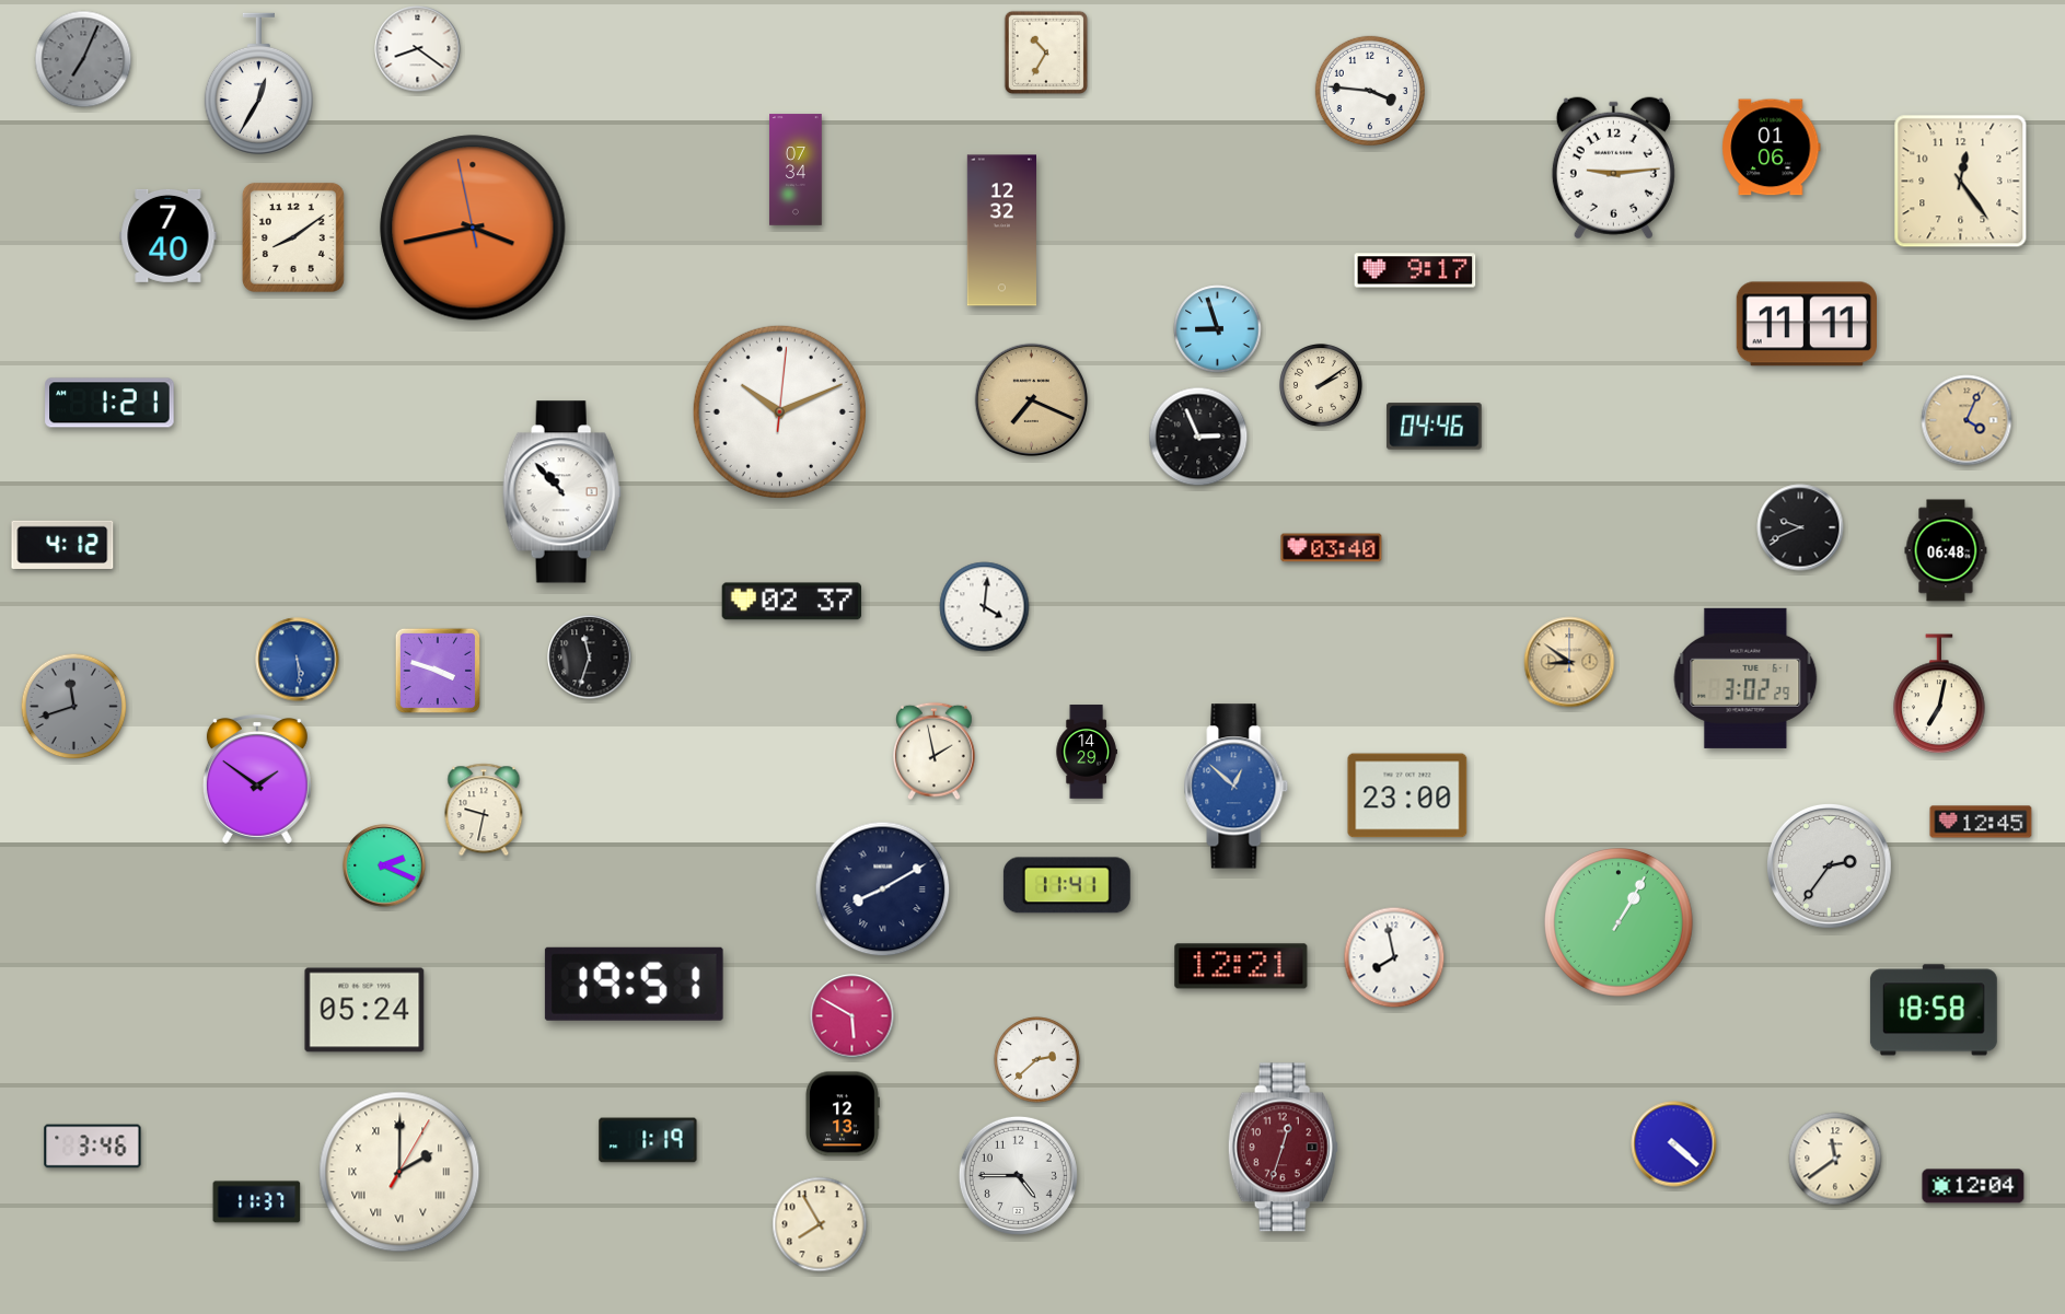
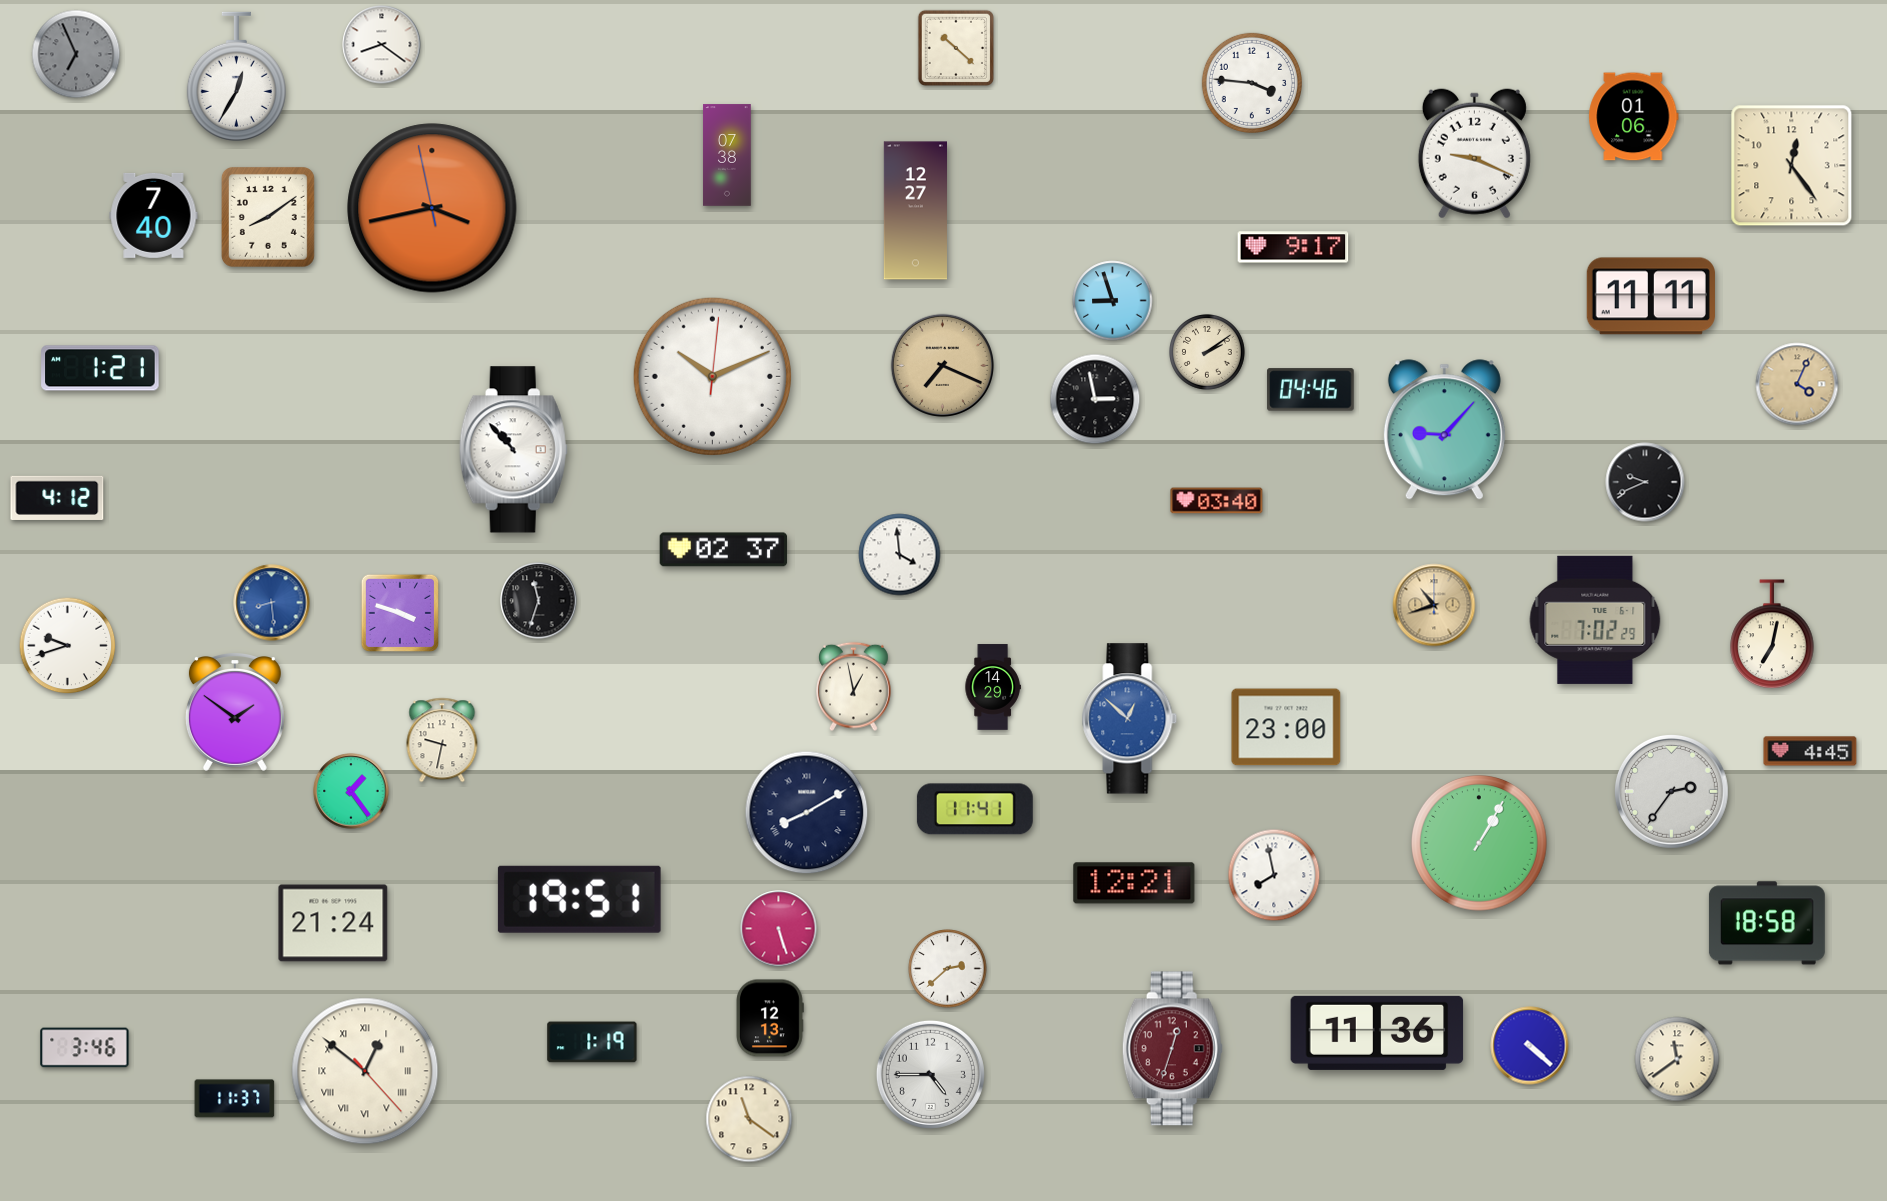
clock at (1045, 51): 10:35 -> 10:22
clock at (83, 59): 7:04 -> 6:56
clock at (1772, 148) position: (1772, 148) -> (1634, 117)
clock at (1613, 168): 9:14 -> 9:19
clock at (796, 170): 07:34 -> 07:38
clock at (1001, 231): 12:32 -> 12:27
clock at (1198, 437): 2:56 -> 2:58
clock at (1444, 430): none -> 9:07
clock at (1946, 550): 06:48 -> none
clock at (985, 607): 4:01 -> 3:59
clock at (298, 660): 5:29 -> 8:29
clock at (1569, 662): 8:51 -> 10:42
clock at (1745, 678): 3:02 -> 7:02
clock at (74, 707): 11:42 -> 9:42
clock at (74, 707) dial: grey -> white
clock at (935, 752): 1:58 -> 12:58
clock at (1981, 822): 12:45 -> 4:45
clock at (384, 865): 2:19 -> 1:24
clock at (364, 1010): 05:24 -> 21:24
clock at (852, 1016): 5:50 -> 5:27
clock at (1377, 1033): none -> 11:36
clock at (399, 1172): 2:00 -> 12:51
clock at (1973, 1186): 12:04 -> none
clock at (820, 1224): 7:55 -> 11:21
